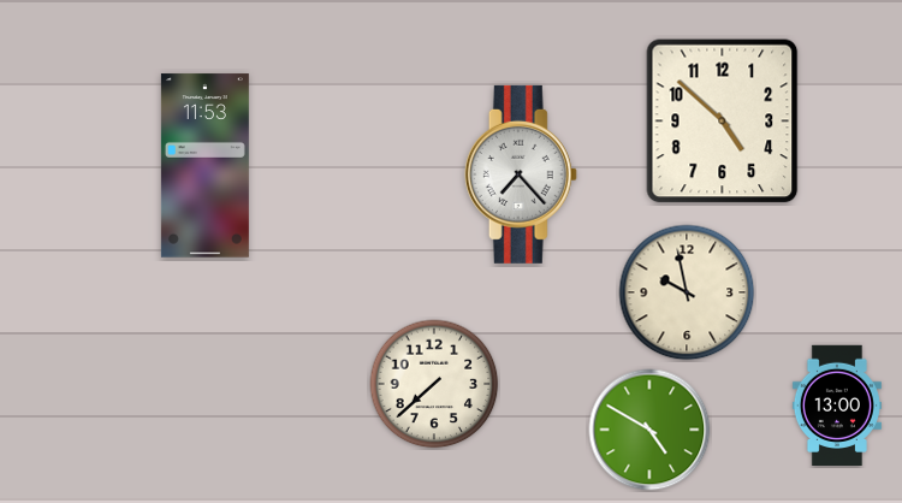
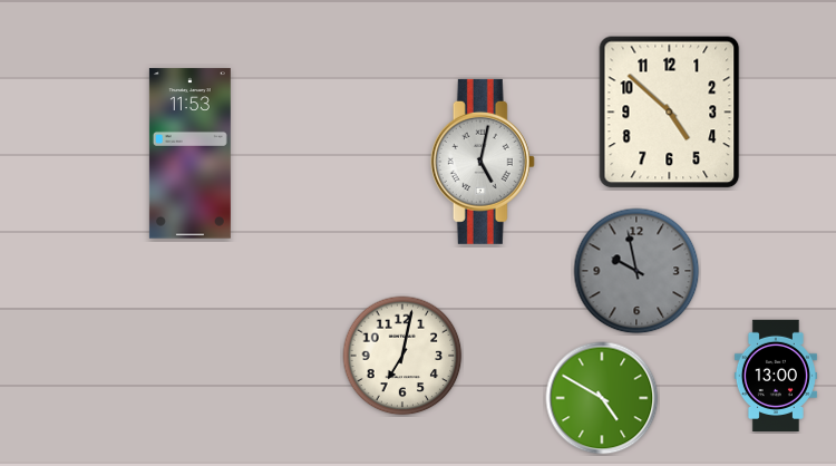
clock at (521, 174): 7:23 -> 5:02
clock at (687, 292) dial: cream -> grey
clock at (434, 384): 7:38 -> 7:02
